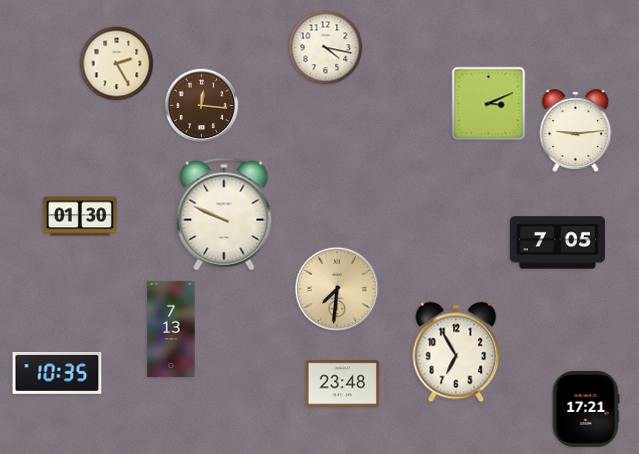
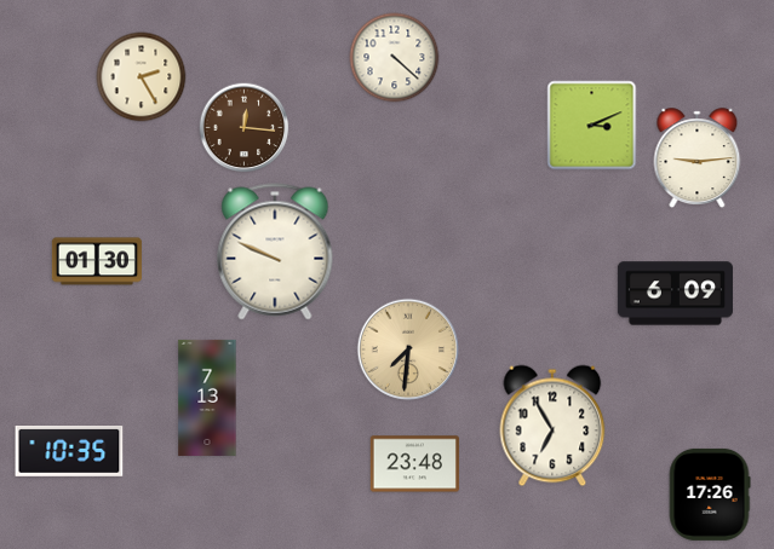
clock at (326, 48): 4:17 -> 4:22
clock at (224, 214) position: (224, 214) -> (275, 252)
clock at (557, 243): 7:05 -> 6:09
clock at (586, 409): 17:21 -> 17:26
